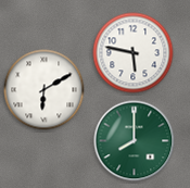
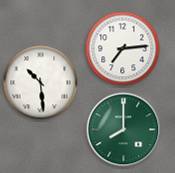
clock at (134, 53): 5:47 -> 7:14
clock at (45, 90): 6:10 -> 10:29
